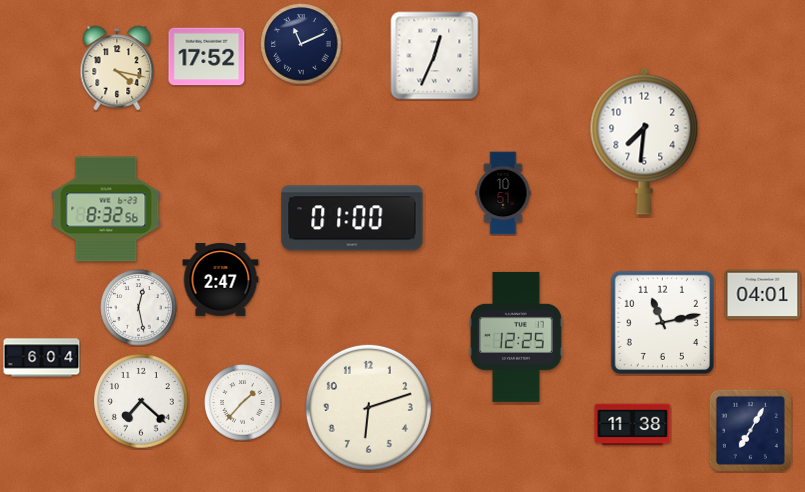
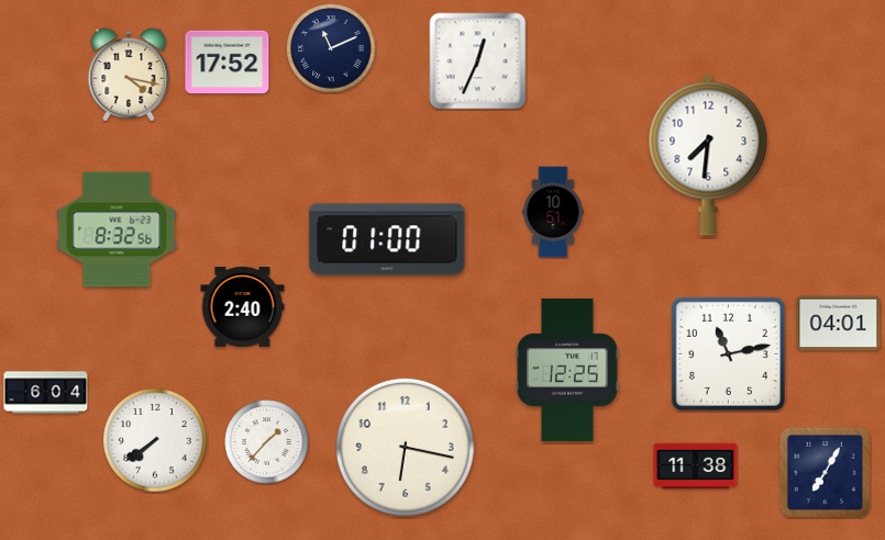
clock at (221, 280): 2:47 -> 2:40
clock at (139, 308): 12:28 -> none
clock at (141, 401): 7:22 -> 7:39
clock at (368, 407): 6:12 -> 6:17
